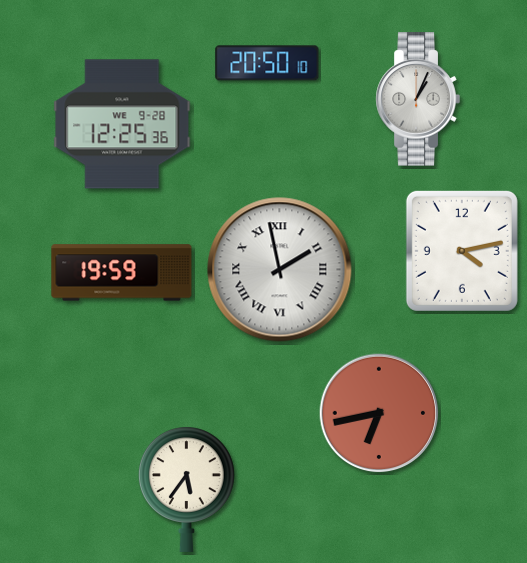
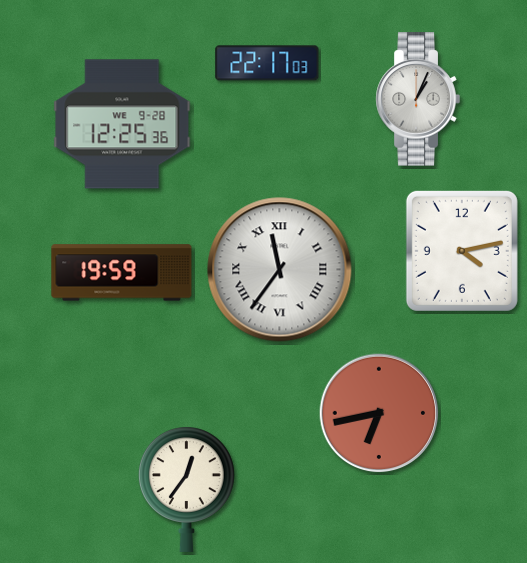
clock at (267, 63): 20:50 -> 22:17
clock at (280, 270): 1:58 -> 11:36
clock at (186, 489): 5:36 -> 12:36
